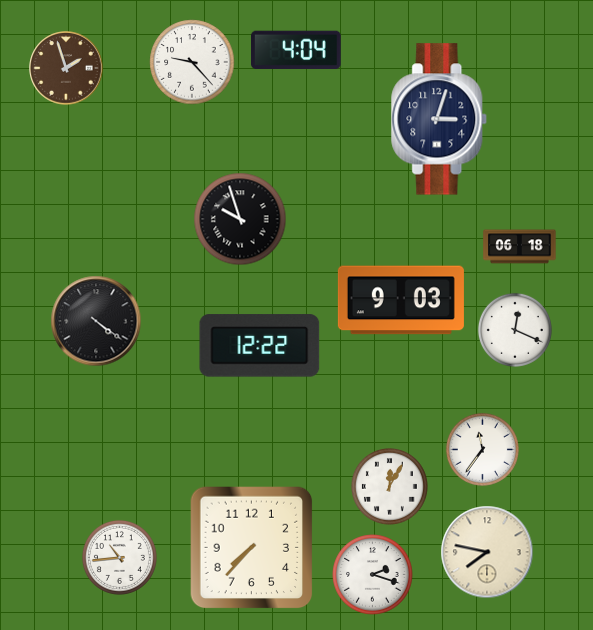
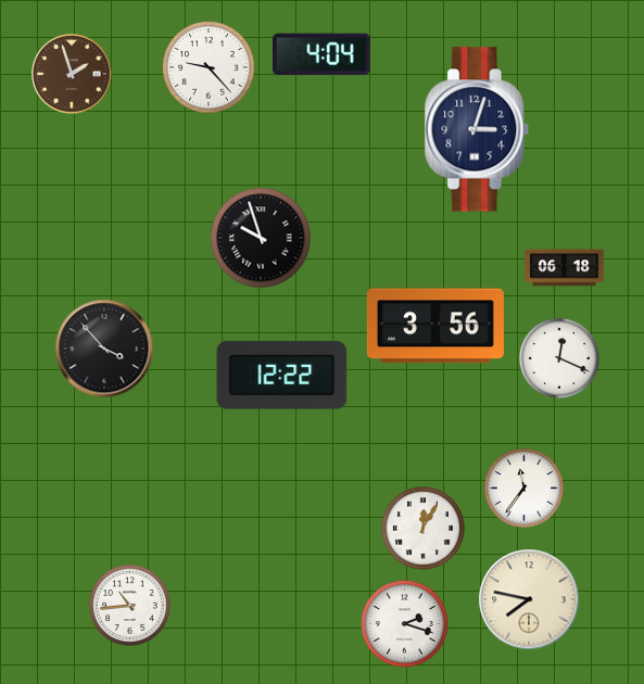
clock at (401, 300): 9:03 -> 3:56
clock at (96, 321): 4:21 -> 3:53
clock at (252, 548): 7:37 -> none
